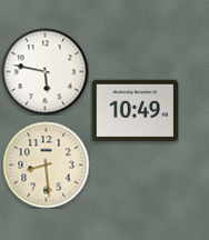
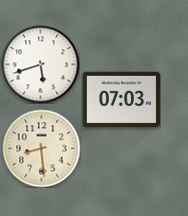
clock at (44, 71): 5:47 -> 5:42
clock at (135, 111): 10:49 -> 07:03
